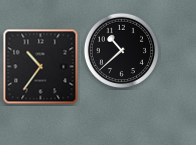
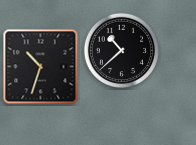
clock at (41, 67): 10:36 -> 10:33
